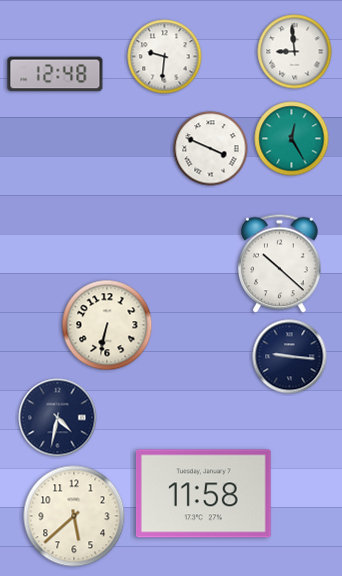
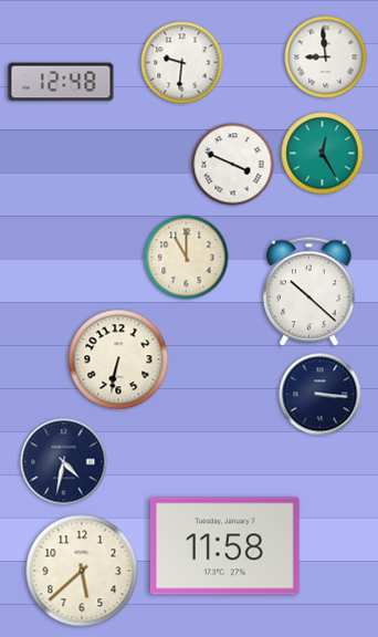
clock at (187, 258): none -> 11:00
clock at (290, 357): 9:16 -> 3:16
